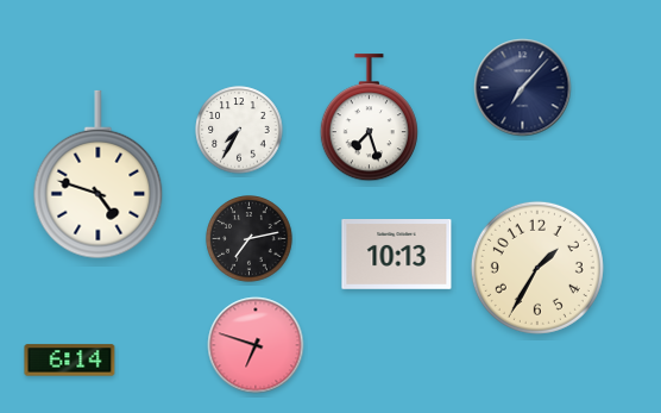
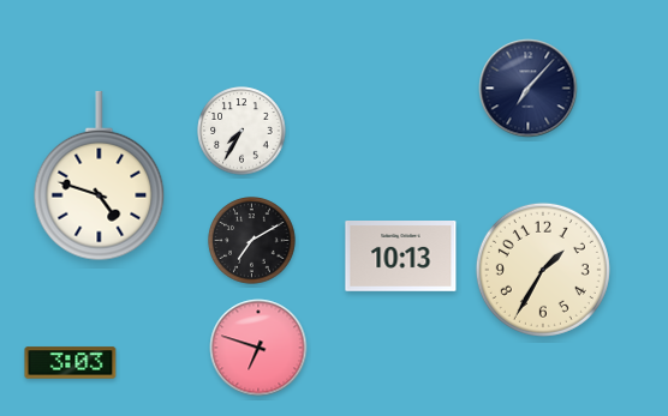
clock at (369, 118): 7:27 -> none
clock at (250, 239): 7:13 -> 7:10
clock at (70, 361): 6:14 -> 3:03
